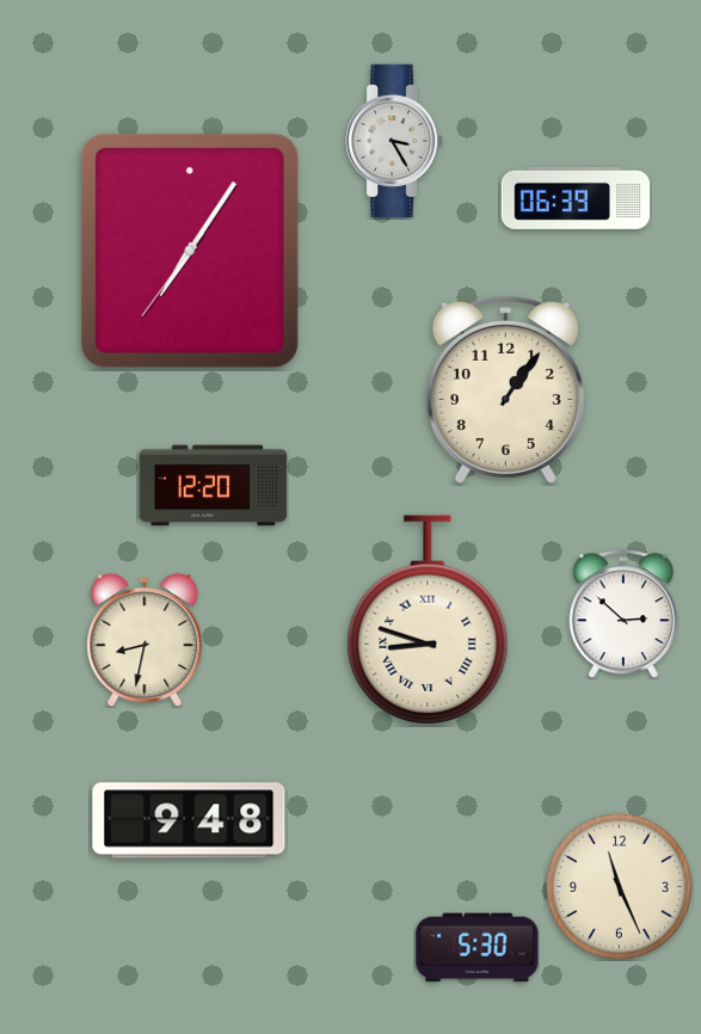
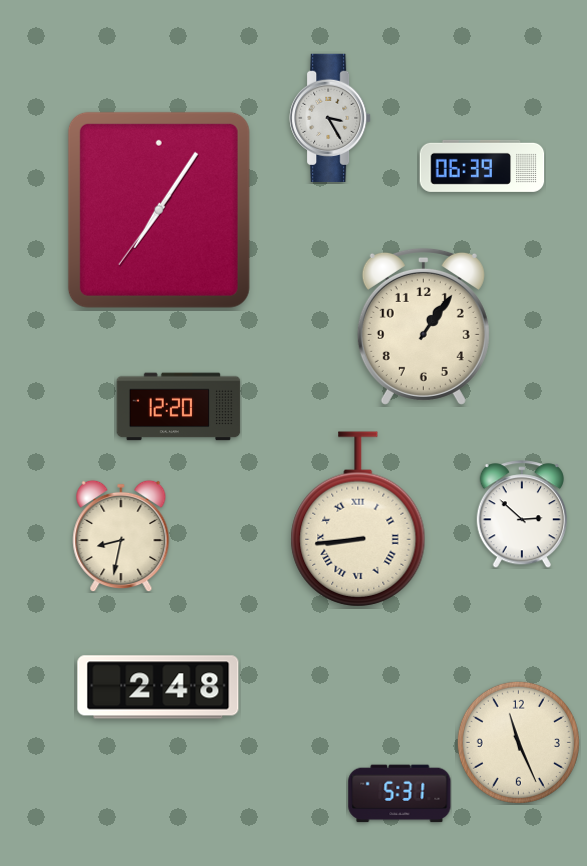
clock at (428, 620): 8:48 -> 8:44
clock at (189, 820): 9:48 -> 2:48
clock at (478, 948): 5:30 -> 5:31
